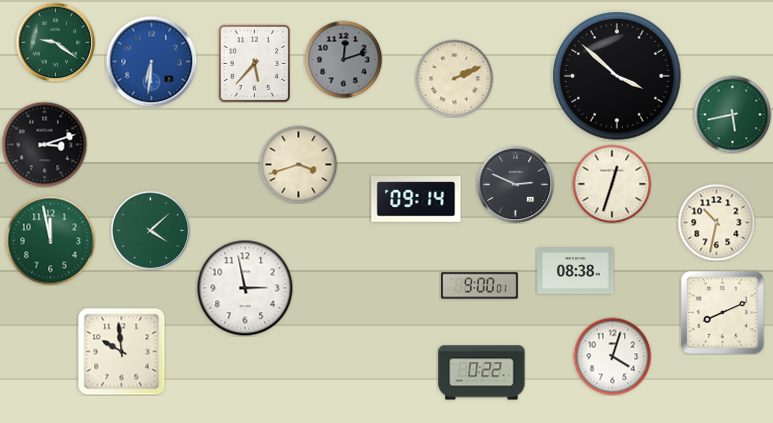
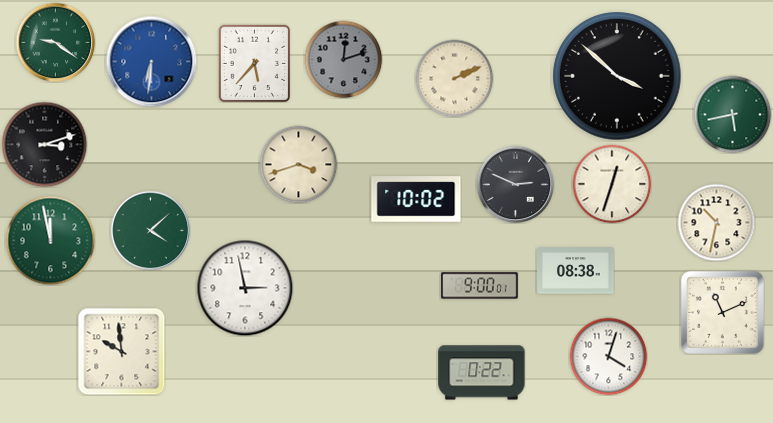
clock at (416, 199): 09:14 -> 10:02
clock at (722, 312): 8:11 -> 11:11
clock at (612, 356) position: (612, 356) -> (608, 356)
